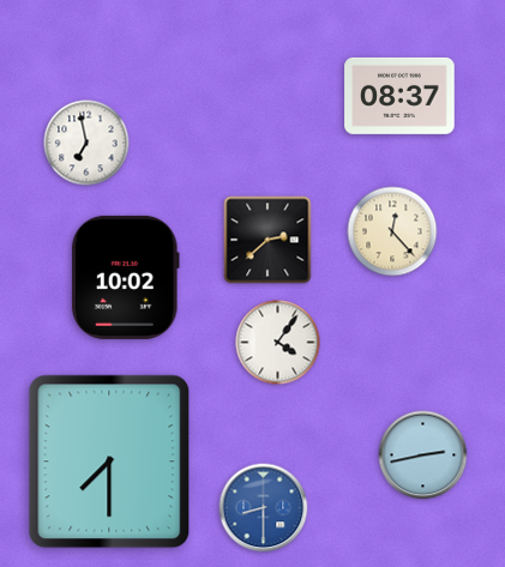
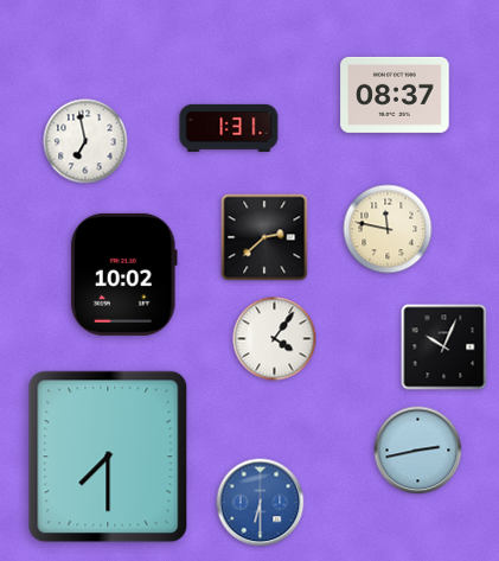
clock at (229, 128): none -> 1:31
clock at (392, 231): 12:23 -> 11:47
clock at (444, 348): none -> 10:04
clock at (264, 508): 8:30 -> 6:30
